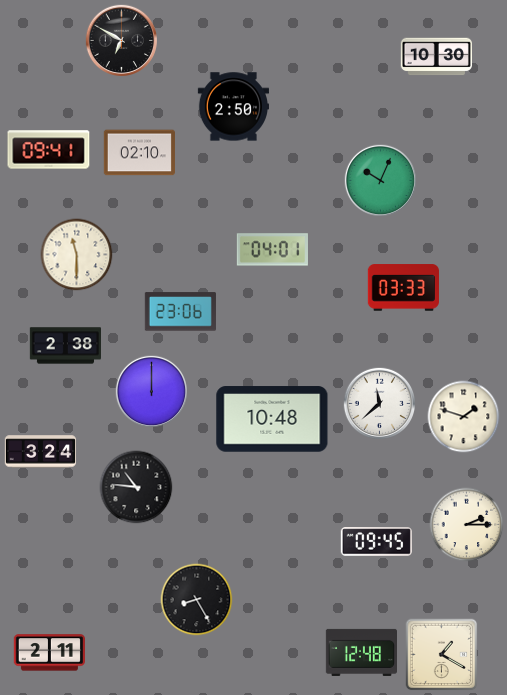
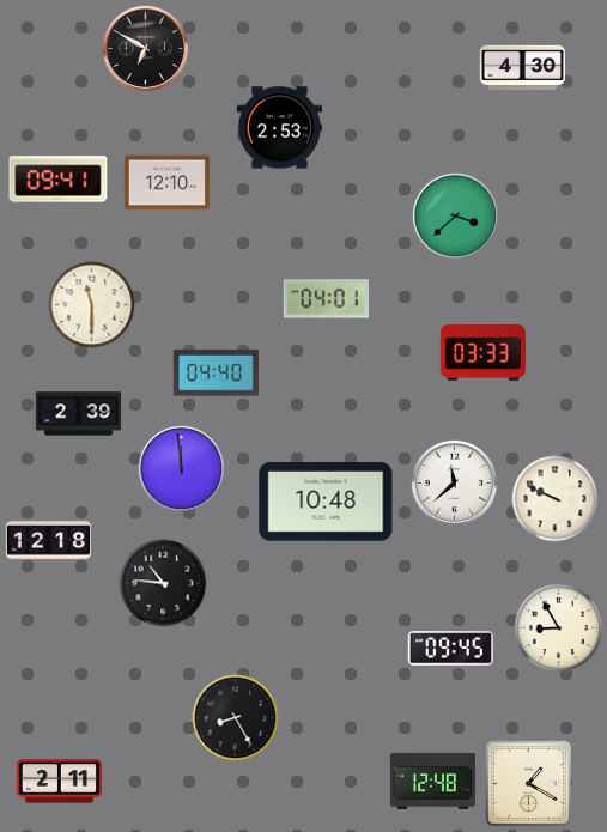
clock at (436, 57): 10:30 -> 4:30
clock at (233, 107): 2:50 -> 2:53
clock at (139, 153): 02:10 -> 12:10
clock at (380, 180): 10:04 -> 3:38
clock at (403, 288) position: (403, 288) -> (482, 353)
clock at (180, 312): 23:06 -> 04:40
clock at (65, 346): 2:38 -> 2:39
clock at (151, 391): 12:00 -> 11:59
clock at (464, 417): 1:48 -> 9:49
clock at (40, 452): 3:24 -> 12:18
clock at (467, 525): 2:15 -> 8:55
